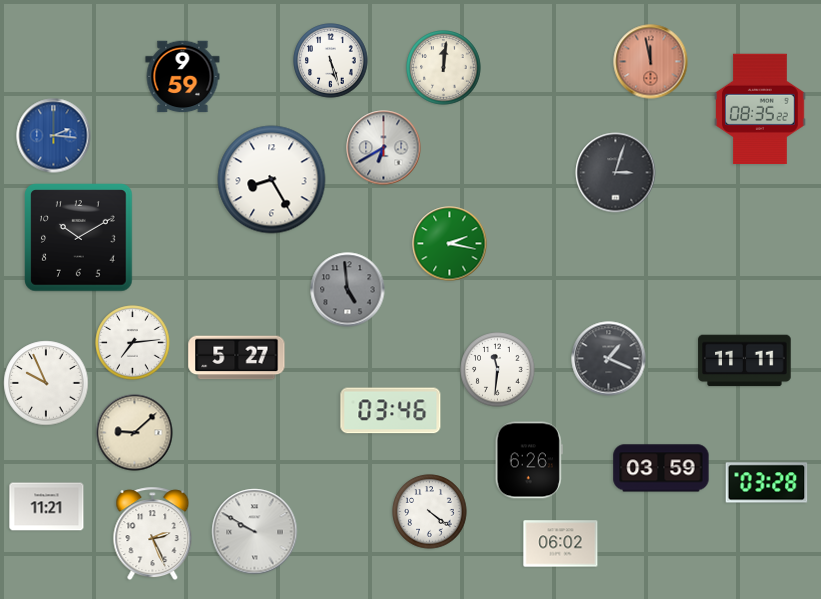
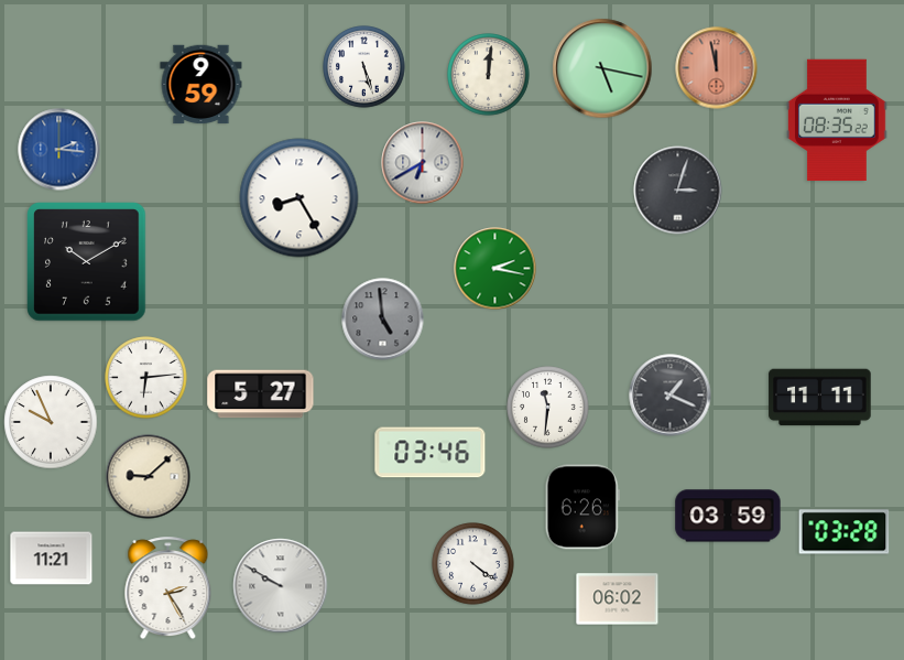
clock at (602, 68): none -> 5:17
clock at (133, 343): 7:14 -> 6:14
clock at (153, 534): 2:26 -> 2:25
